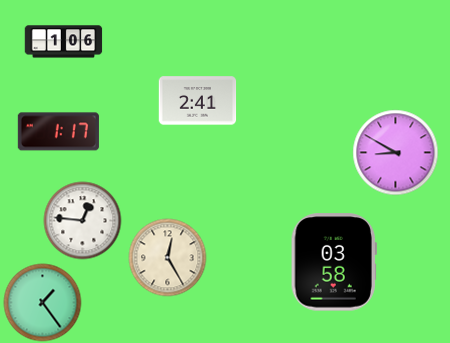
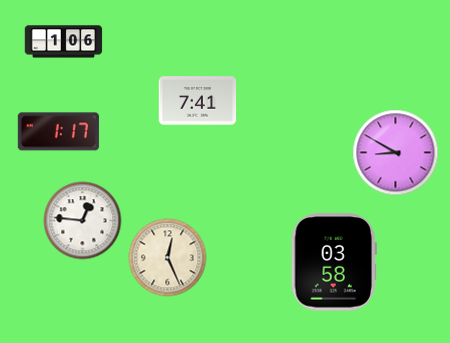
clock at (197, 101): 2:41 -> 7:41
clock at (167, 257): 12:25 -> 12:26
clock at (42, 302): 1:24 -> none
